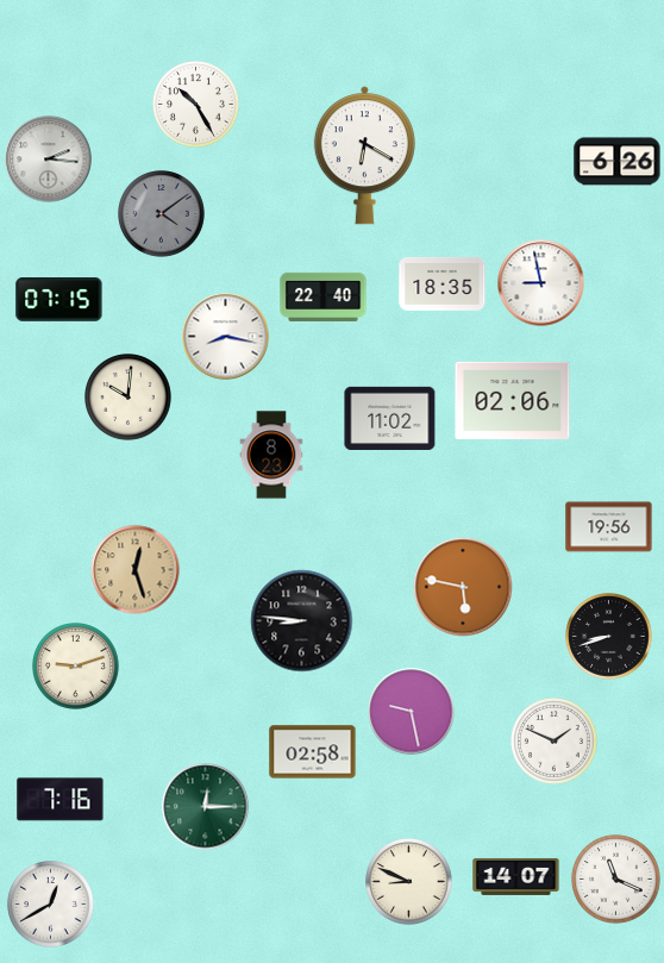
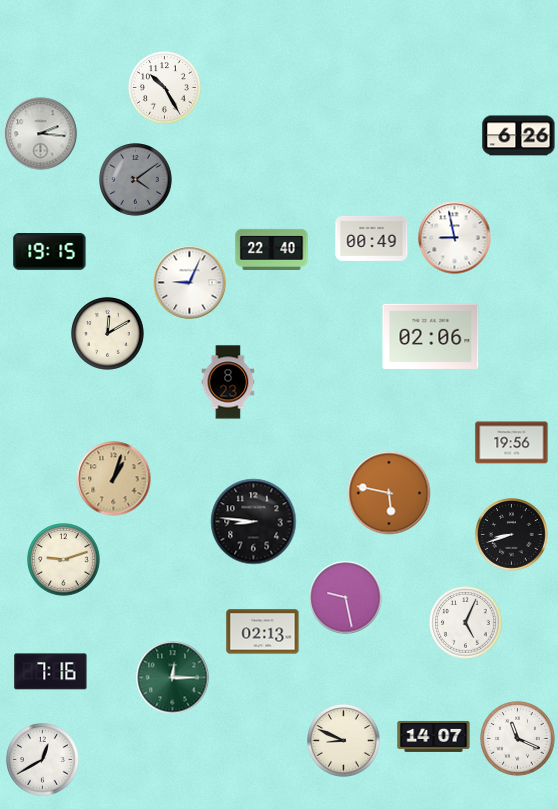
clock at (364, 156): 6:20 -> none
clock at (443, 283): 18:35 -> 00:49
clock at (59, 300): 07:15 -> 19:15
clock at (226, 337): 8:17 -> 9:04
clock at (129, 398): 10:01 -> 12:10
clock at (390, 418): 11:02 -> none
clock at (136, 570): 12:27 -> 1:03
clock at (555, 742): 1:49 -> 5:04
clock at (313, 752): 02:58 -> 02:13
